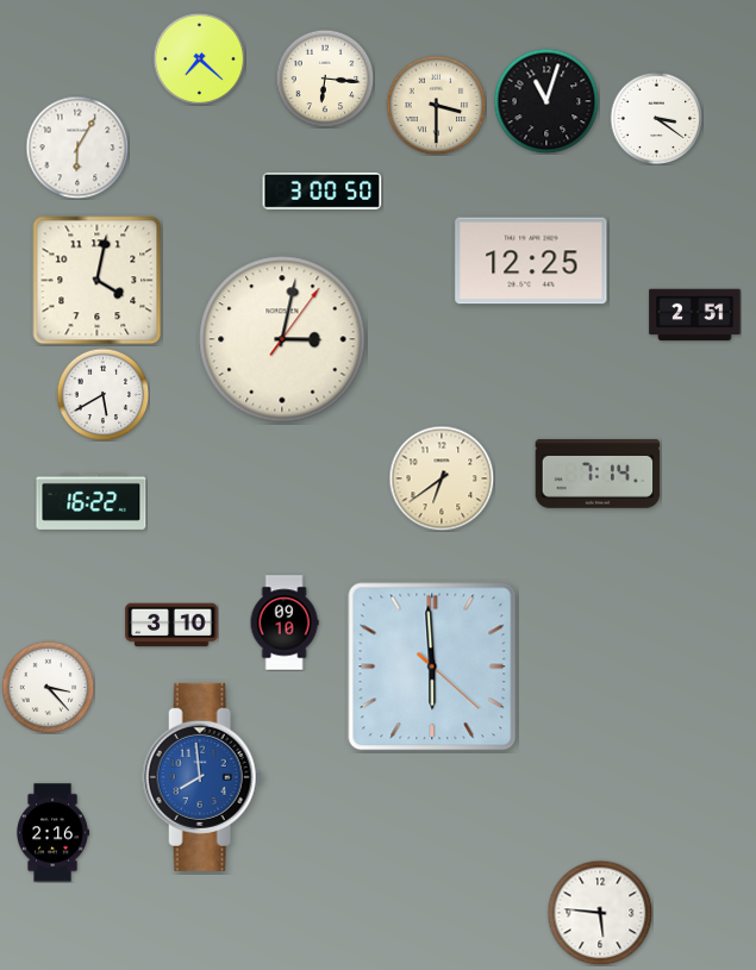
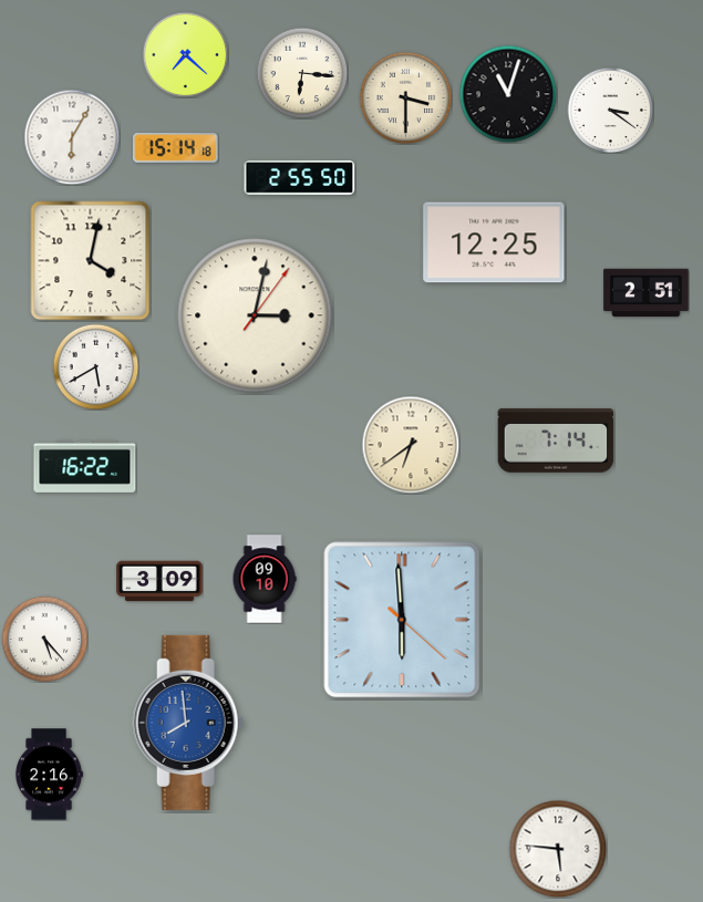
clock at (176, 148): none -> 15:14
clock at (323, 190): 3:00 -> 2:55
clock at (282, 339) position: (282, 339) -> (255, 315)
clock at (171, 625): 3:10 -> 3:09
clock at (48, 687): 3:23 -> 5:23
